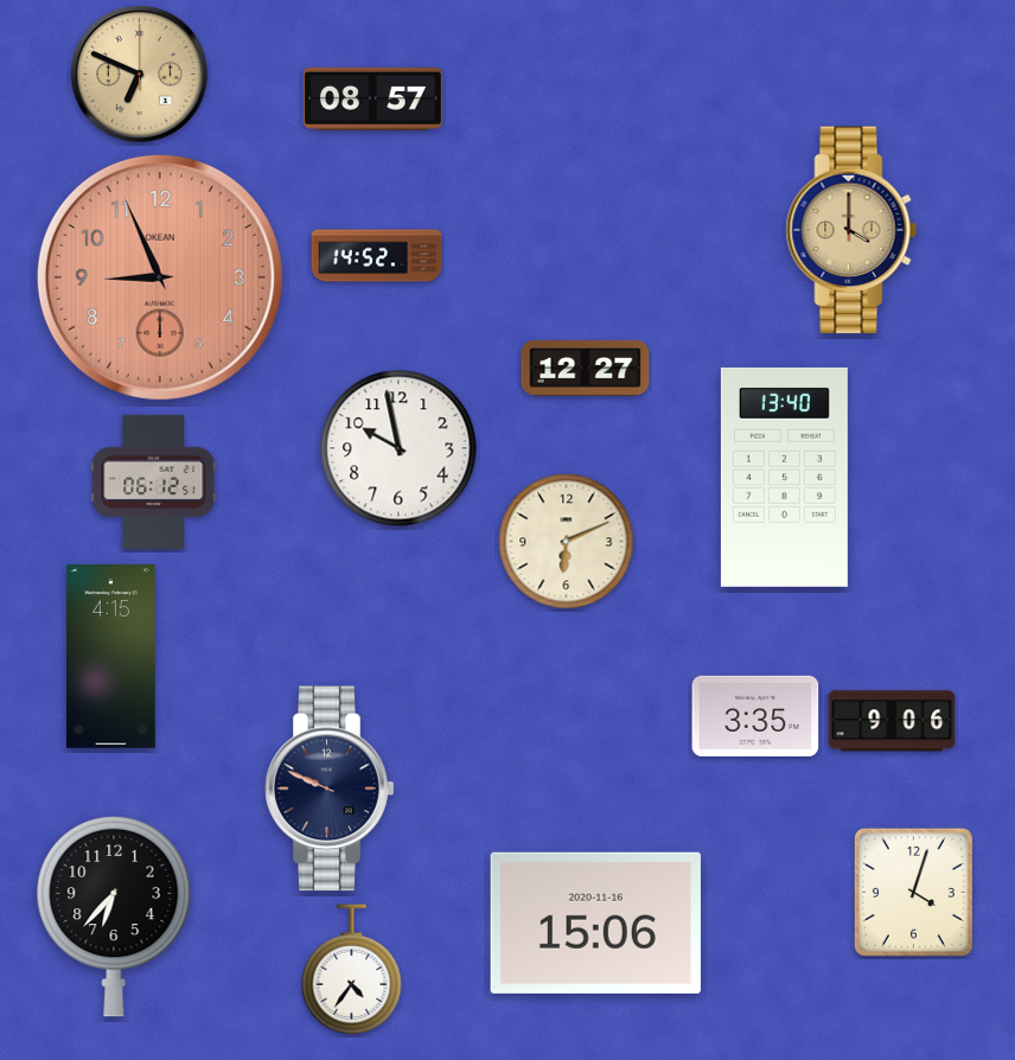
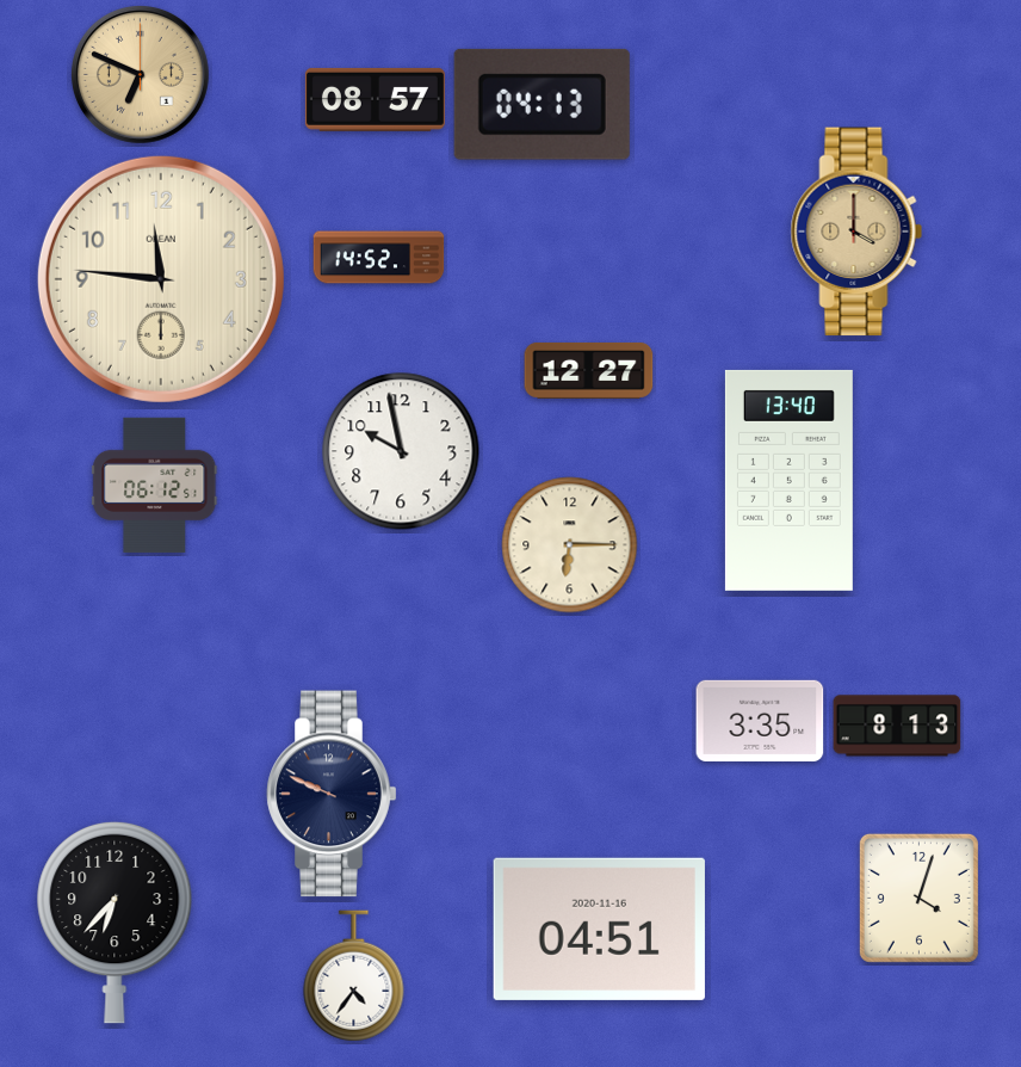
clock at (542, 104): none -> 04:13
clock at (160, 277): 8:56 -> 11:46
clock at (160, 277) dial: salmon -> cream
clock at (567, 542): 6:11 -> 6:15
clock at (110, 657): 4:15 -> none
clock at (892, 721): 9:06 -> 8:13
clock at (595, 922): 15:06 -> 04:51
